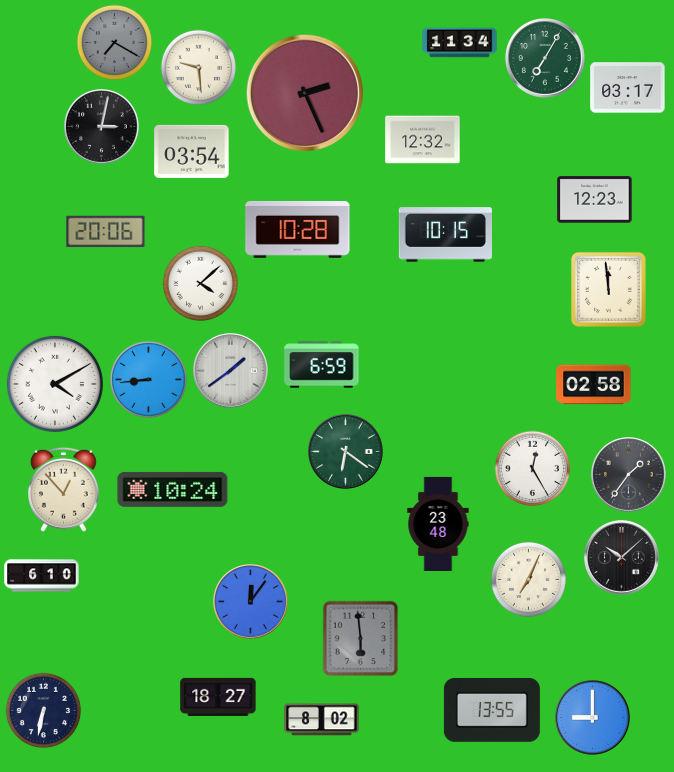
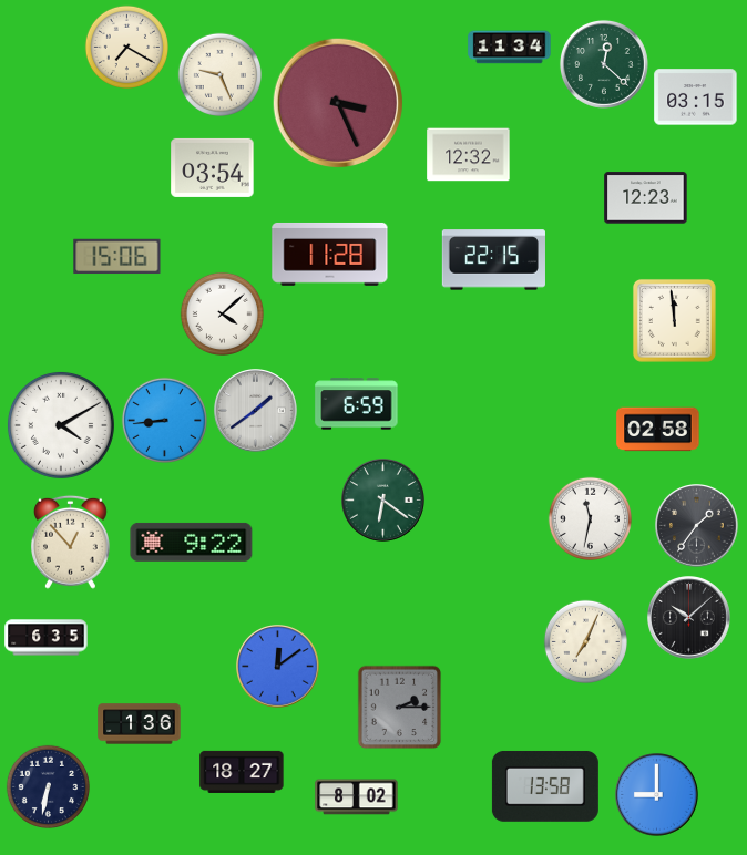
clock at (114, 42) dial: grey -> cream
clock at (545, 58): 7:05 -> 12:22
clock at (198, 67): 9:29 -> 9:26
clock at (628, 88): 03:17 -> 03:15
clock at (304, 92): 2:26 -> 3:26
clock at (102, 127): 3:02 -> none
clock at (595, 200) position: (595, 200) -> (646, 198)
clock at (298, 230): 10:28 -> 11:28
clock at (106, 232): 20:06 -> 15:06
clock at (445, 235): 10:15 -> 22:15
clock at (594, 385) position: (594, 385) -> (658, 430)
clock at (532, 468): 12:25 -> 11:32
clock at (173, 489): 10:24 -> 9:22
clock at (438, 524): 23:48 -> none
clock at (42, 576): 6:10 -> 6:35
clock at (251, 602): 12:06 -> 12:09
clock at (361, 639): 5:59 -> 2:15
clock at (140, 724): none -> 1:36
clock at (492, 710): 13:55 -> 13:58
